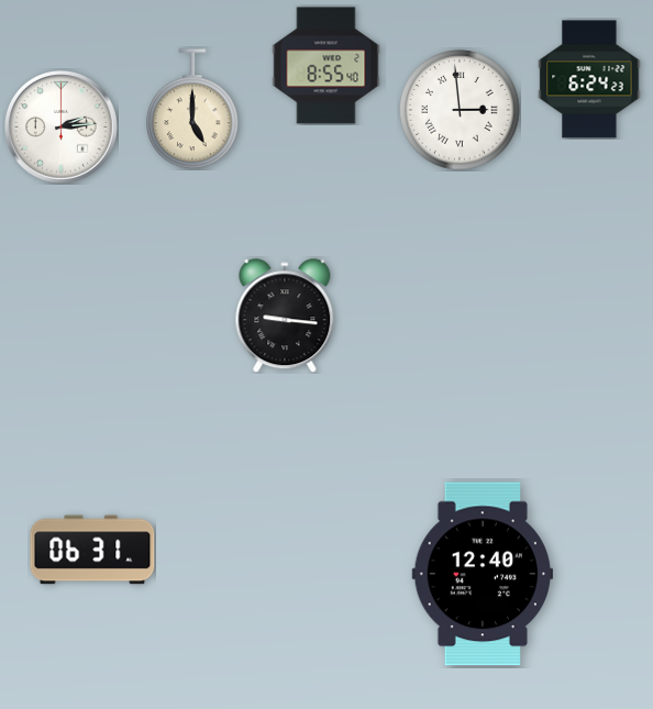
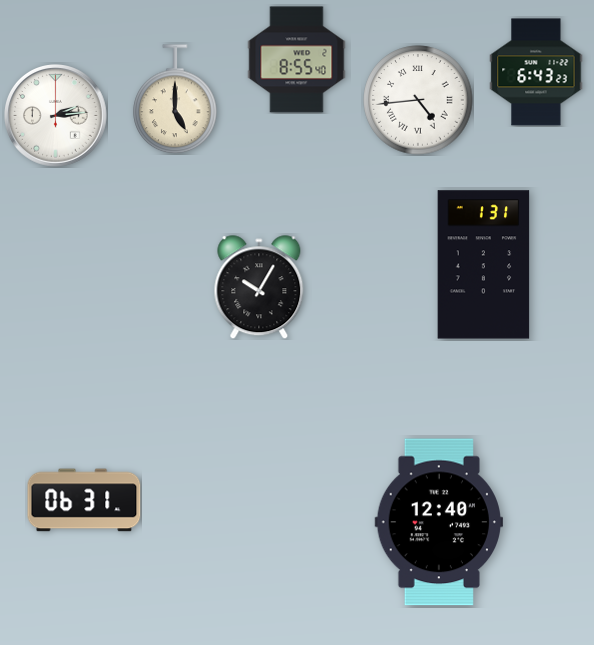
clock at (589, 79): 6:24 -> 6:43
clock at (460, 110): 2:59 -> 4:44
clock at (484, 265): none -> 1:31
clock at (285, 315): 9:16 -> 10:05
